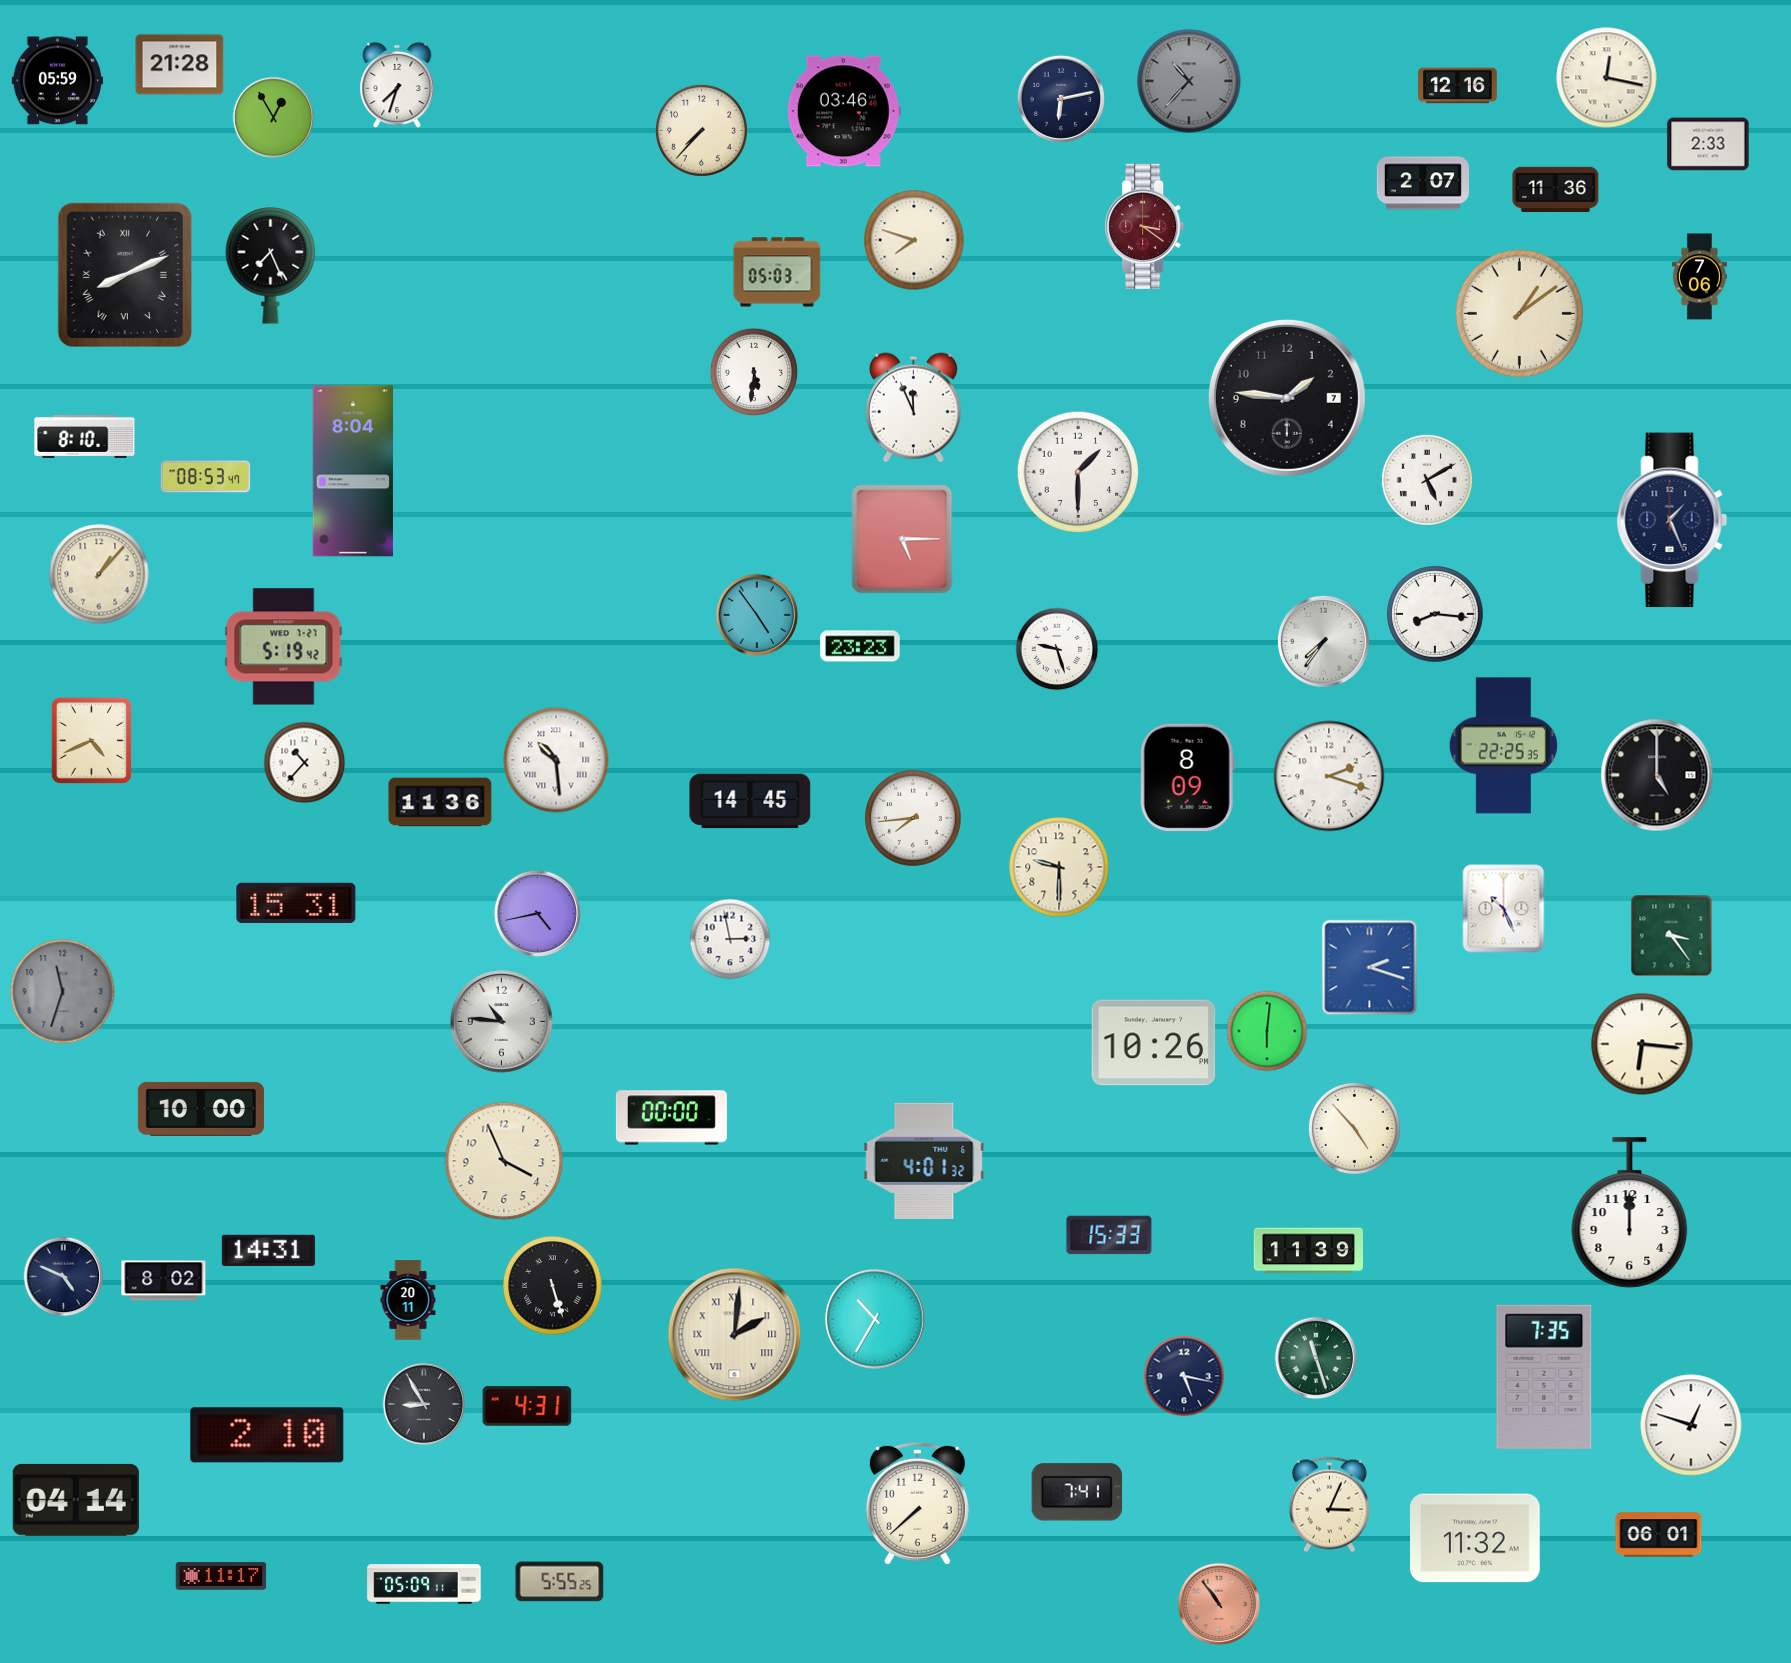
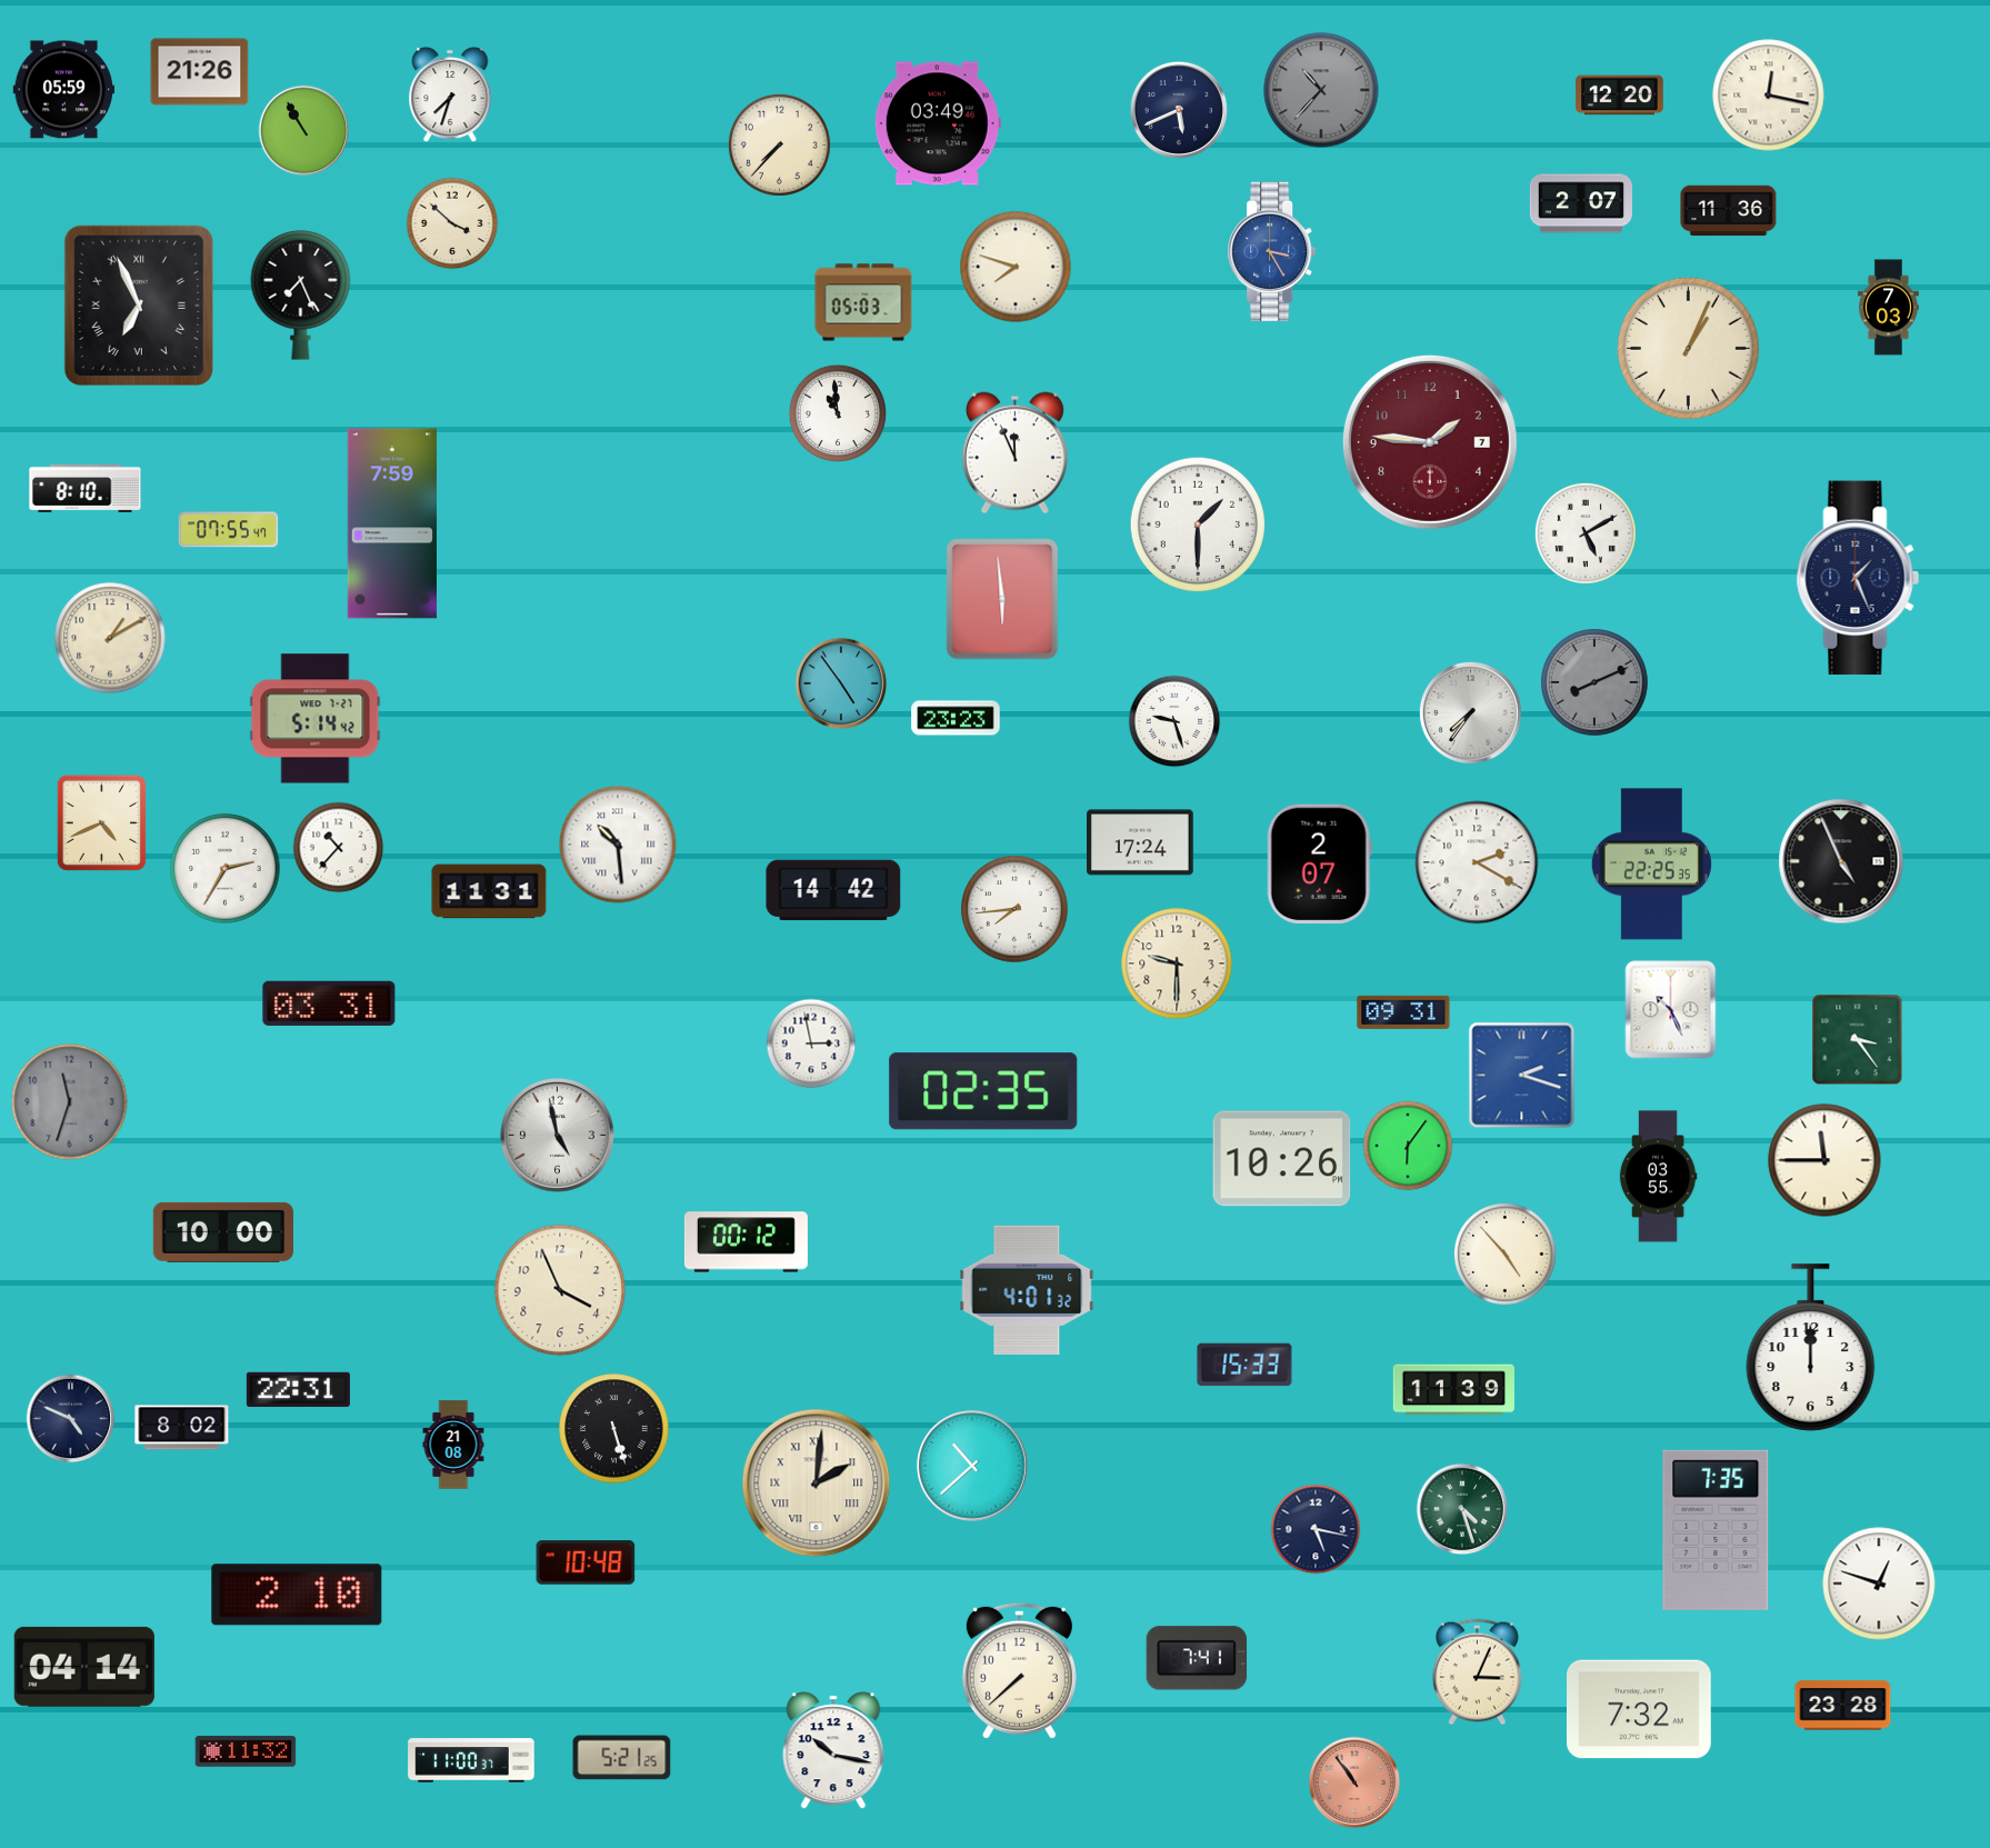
clock at (180, 65): 21:28 -> 21:26
clock at (1607, 78) position: (1607, 78) -> (1769, 96)
clock at (397, 85) position: (397, 85) -> (450, 94)
clock at (1458, 86): 12:16 -> 12:20
clock at (1061, 99): 6:13 -> 5:41
clock at (844, 111): 03:46 -> 03:49
clock at (274, 118): 12:55 -> 10:55
clock at (1708, 144): 2:33 -> none
clock at (452, 223): none -> 3:52
clock at (1145, 226): 3:21 -> 3:25
clock at (1145, 226) dial: burgundy -> blue
clock at (124, 274): 8:11 -> 6:56
clock at (1699, 277): 7:06 -> 7:03
clock at (1519, 313): 1:09 -> 1:04
clock at (753, 371): 5:31 -> 10:59
clock at (1287, 398) dial: black -> burgundy
clock at (85, 436) position: (85, 436) -> (86, 488)
clock at (353, 471): 8:04 -> 7:59
clock at (206, 477): 08:53 -> 07:55
clock at (902, 539): 5:15 -> 5:59
clock at (99, 574): 1:07 -> 1:10
clock at (1435, 614): 8:16 -> 8:11
clock at (1435, 614) dial: white -> grey
clock at (284, 647): 5:19 -> 5:14
clock at (1503, 746) position: (1503, 746) -> (1651, 865)
clock at (1140, 842): none -> 17:24
clock at (1657, 775): 5:00 -> 4:56
clock at (1329, 776): 2:18 -> 2:20
clock at (1187, 778): 8:09 -> 2:07
clock at (226, 869): none -> 2:35
clock at (750, 801): 14:45 -> 14:42
clock at (440, 802): 11:36 -> 11:31
clock at (296, 903): 15:31 -> 03:31
clock at (1403, 1012): none -> 09:31
clock at (537, 913): 4:43 -> none
clock at (983, 1091): none -> 02:35
clock at (502, 1022): 10:46 -> 4:58
clock at (1267, 1031): 6:01 -> 6:06
clock at (1642, 1044): 6:16 -> 11:45
clock at (1658, 1177): none -> 03:55
clock at (671, 1118): 00:00 -> 00:12
clock at (1109, 1235) position: (1109, 1235) -> (1244, 1365)
clock at (268, 1250): 14:31 -> 22:31
clock at (164, 1281) position: (164, 1281) -> (182, 1428)
clock at (408, 1300): 20:11 -> 21:08
clock at (875, 1319): 10:35 -> 10:38
clock at (1316, 1358): 11:27 -> 4:27
clock at (424, 1404): 8:55 -> none
clock at (527, 1406): 4:31 -> 10:48
clock at (1659, 1535): 06:01 -> 23:28
clock at (1476, 1538): 11:32 -> 7:32
clock at (833, 1750): none -> 10:17
clock at (221, 1576): 11:17 -> 11:32
clock at (560, 1582): 5:55 -> 5:21
clock at (424, 1584): 05:09 -> 11:00
